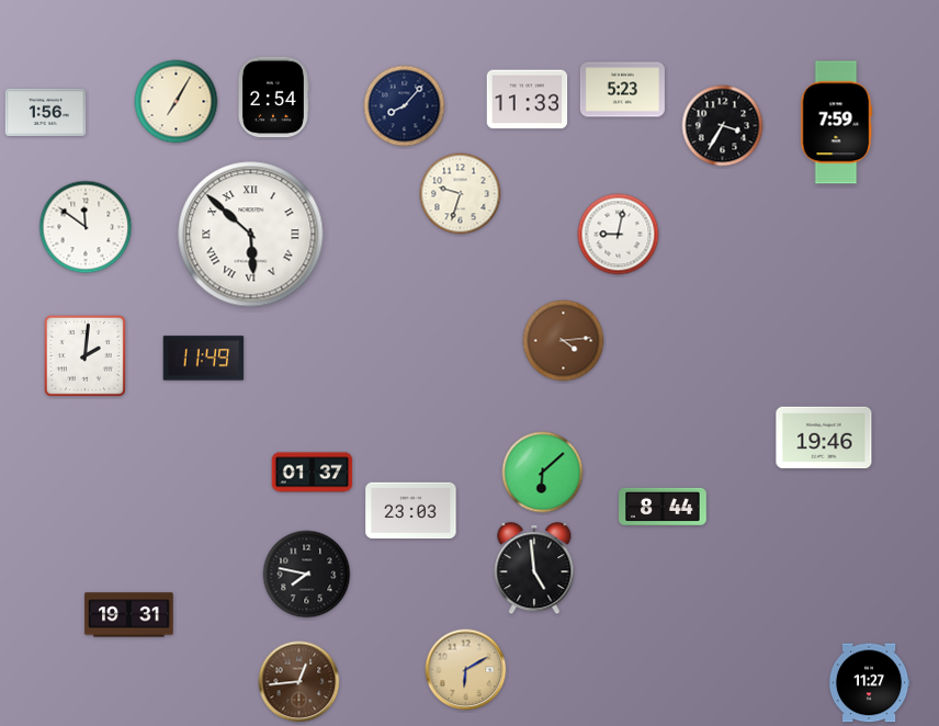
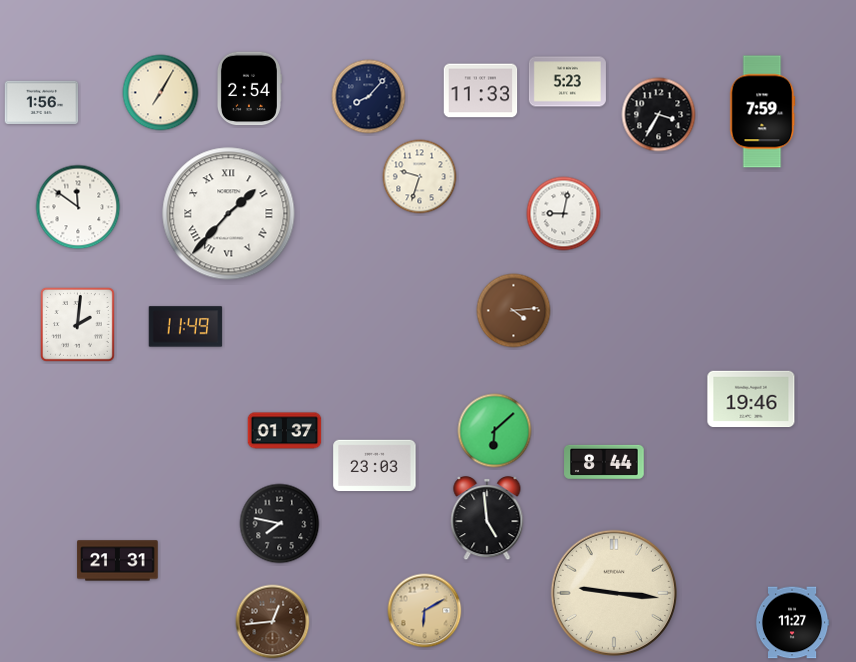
clock at (251, 235): 5:52 -> 1:37
clock at (129, 615): 19:31 -> 21:31
clock at (614, 593): none -> 9:16
